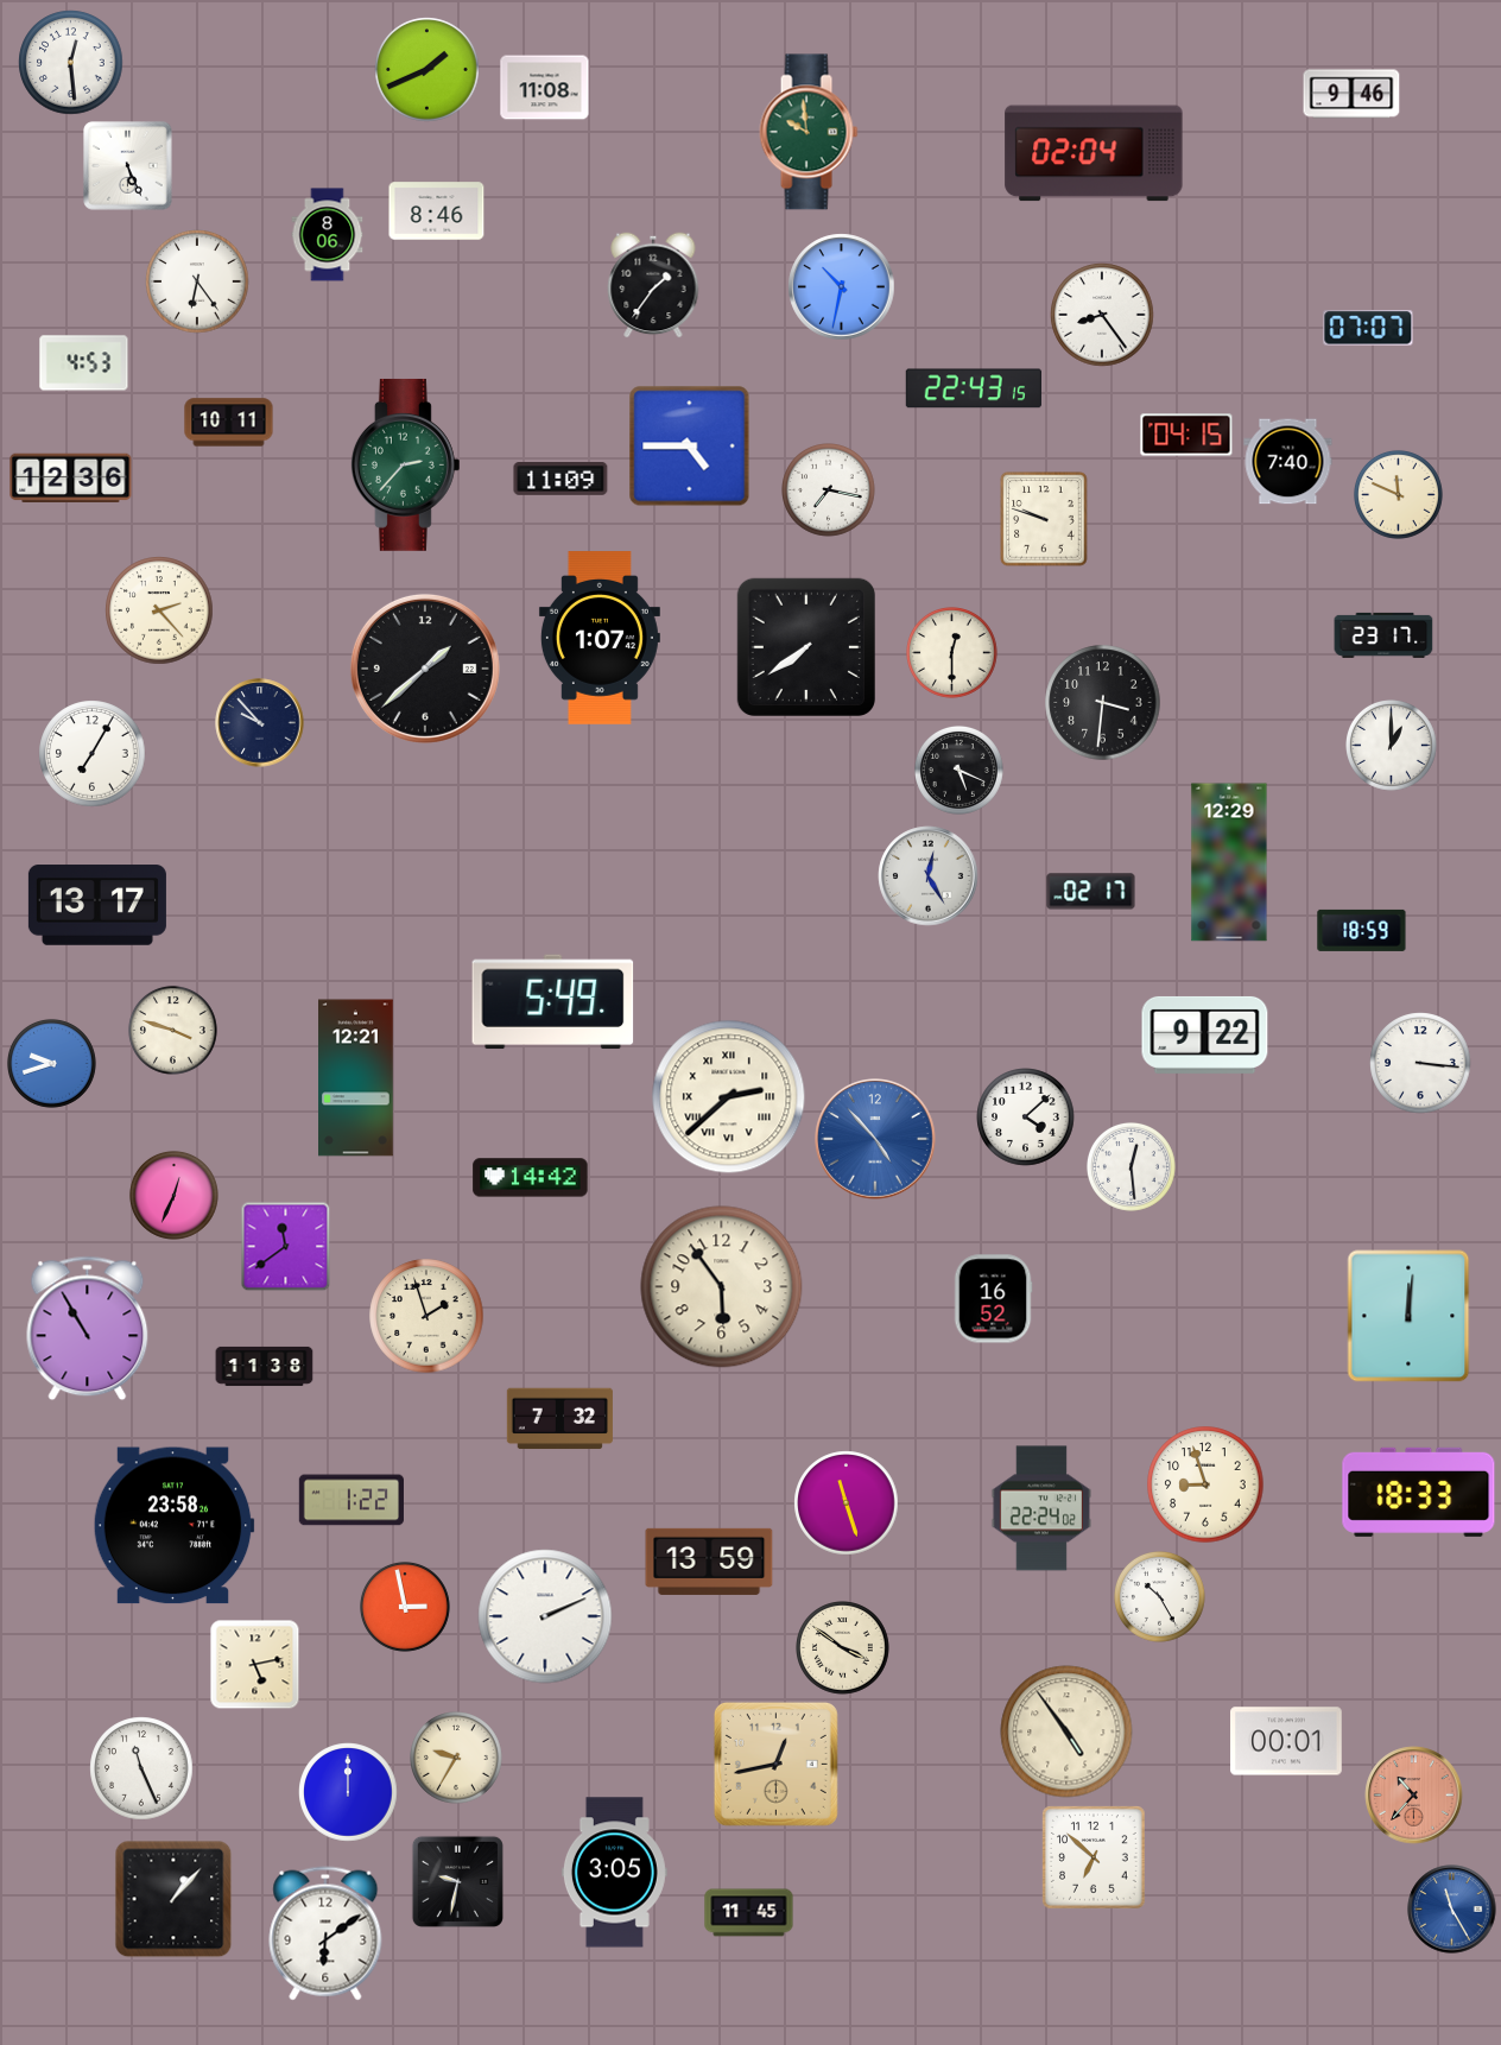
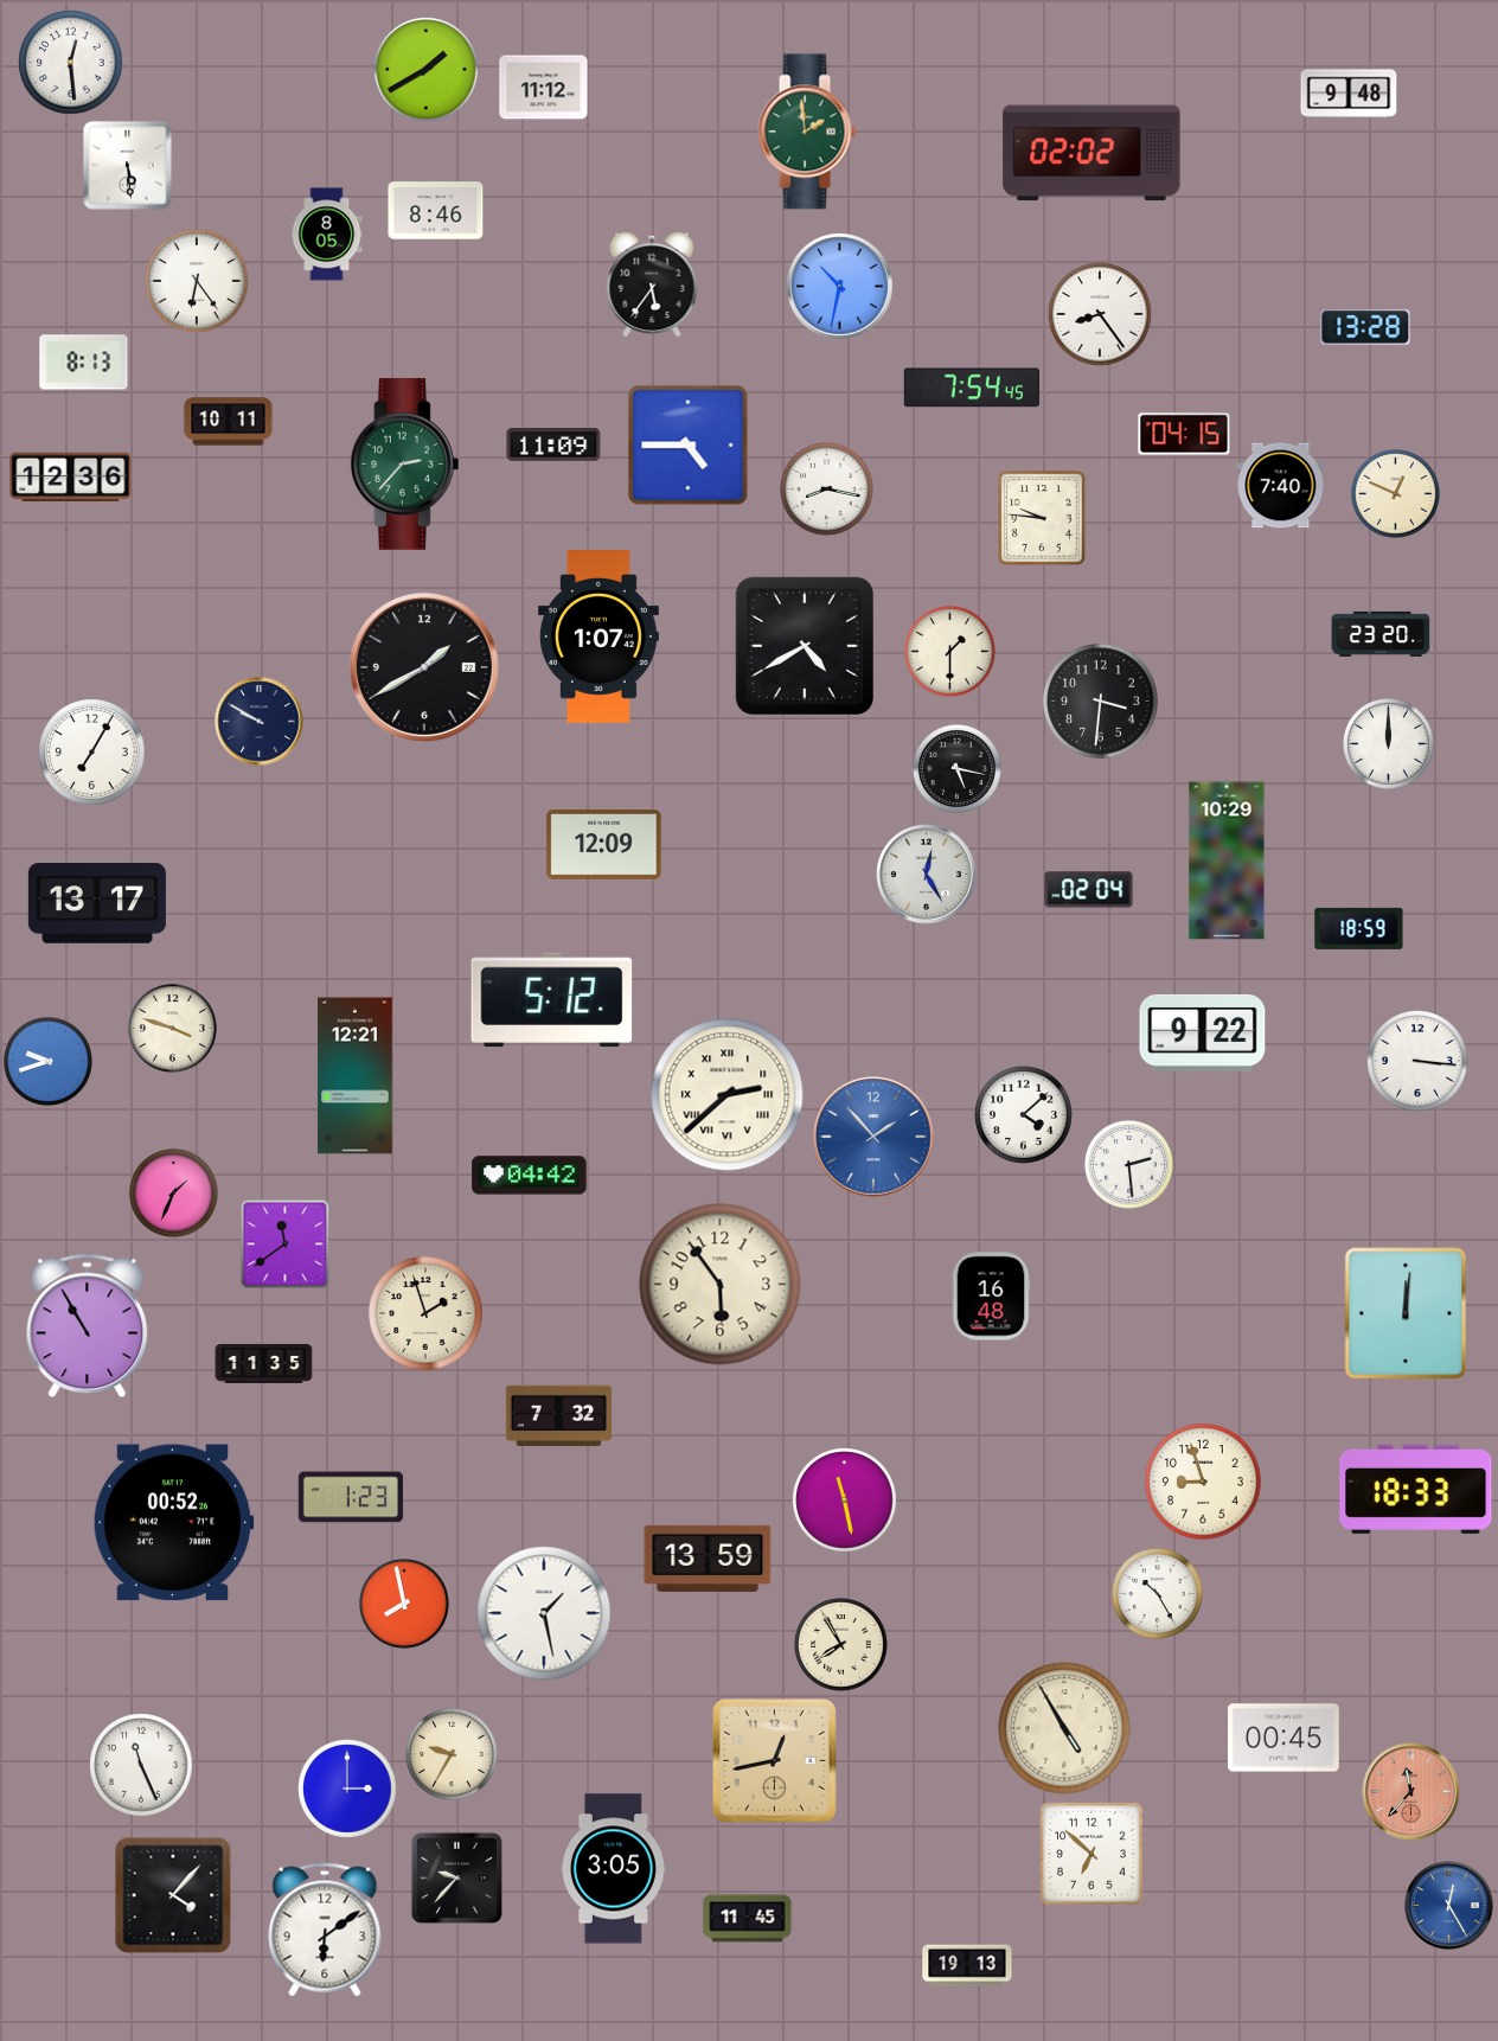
clock at (427, 70): 1:41 -> 1:40
clock at (545, 88): 11:08 -> 11:12
clock at (1351, 94): 9:46 -> 9:48
clock at (809, 132): 9:59 -> 1:59
clock at (1094, 153): 02:04 -> 02:02
clock at (128, 166): 5:26 -> 5:29
clock at (328, 235): 8:06 -> 8:05
clock at (653, 285): 1:36 -> 5:36
clock at (1368, 328): 07:07 -> 13:28
clock at (84, 363): 4:53 -> 8:13
clock at (974, 388): 22:43 -> 7:54
clock at (1288, 462) position: (1288, 462) -> (1281, 486)
clock at (560, 479) position: (560, 479) -> (553, 444)
clock at (829, 490): 7:17 -> 8:17
clock at (1398, 494): 11:49 -> 12:49
clock at (1044, 519): 9:48 -> 9:46
clock at (159, 610): 2:23 -> none
clock at (1383, 635): 23:17 -> 23:20
clock at (806, 647): 7:39 -> 4:40
clock at (952, 653): 12:30 -> 1:30
clock at (425, 669): 1:38 -> 1:40
clock at (260, 723): 9:53 -> 9:50
clock at (1392, 746): 1:00 -> 12:00
clock at (958, 770): 5:19 -> 5:17
clock at (604, 845): none -> 12:09
clock at (1229, 862): 12:29 -> 10:29
clock at (1091, 892): 02:17 -> 02:04
clock at (553, 1002): 5:49 -> 5:12
clock at (51, 1063) position: (51, 1063) -> (47, 1061)
clock at (876, 1140): 4:53 -> 1:53
clock at (1130, 1166): 12:29 -> 2:29
clock at (531, 1178): 14:42 -> 04:42
clock at (173, 1195): 12:34 -> 1:34
clock at (993, 1299): 16:52 -> 16:48
clock at (265, 1366): 11:38 -> 11:35
clock at (351, 1500): 1:22 -> 1:23
clock at (847, 1503): 11:27 -> 11:28
clock at (1041, 1508): 22:24 -> none
clock at (173, 1526): 23:58 -> 00:52
clock at (406, 1608): 2:58 -> 7:58
clock at (545, 1616): 2:11 -> 1:28
clock at (843, 1648): 3:51 -> 7:55
clock at (255, 1665): 5:13 -> none
clock at (1066, 1731): 4:54 -> 4:55
clock at (1286, 1741): 00:01 -> 00:45
clock at (457, 1759) position: (457, 1759) -> (453, 1755)
clock at (348, 1792): 12:00 -> 3:00
clock at (1414, 1796): 10:37 -> 11:37
clock at (457, 1881): 9:32 -> 9:37
clock at (173, 1899): 1:07 -> 4:07
clock at (1452, 1910): 11:25 -> 12:25
clock at (749, 1913) position: (749, 1913) -> (748, 1919)
clock at (967, 1965): none -> 19:13
